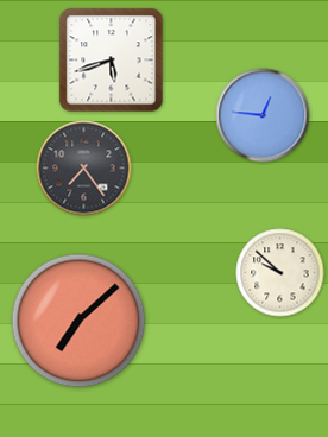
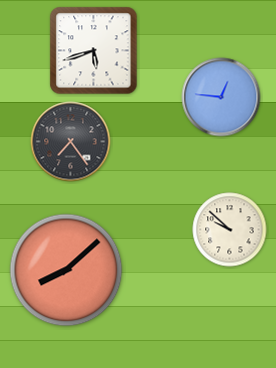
clock at (280, 273) position: (280, 273) -> (230, 230)
clock at (78, 321): 7:08 -> 8:08
